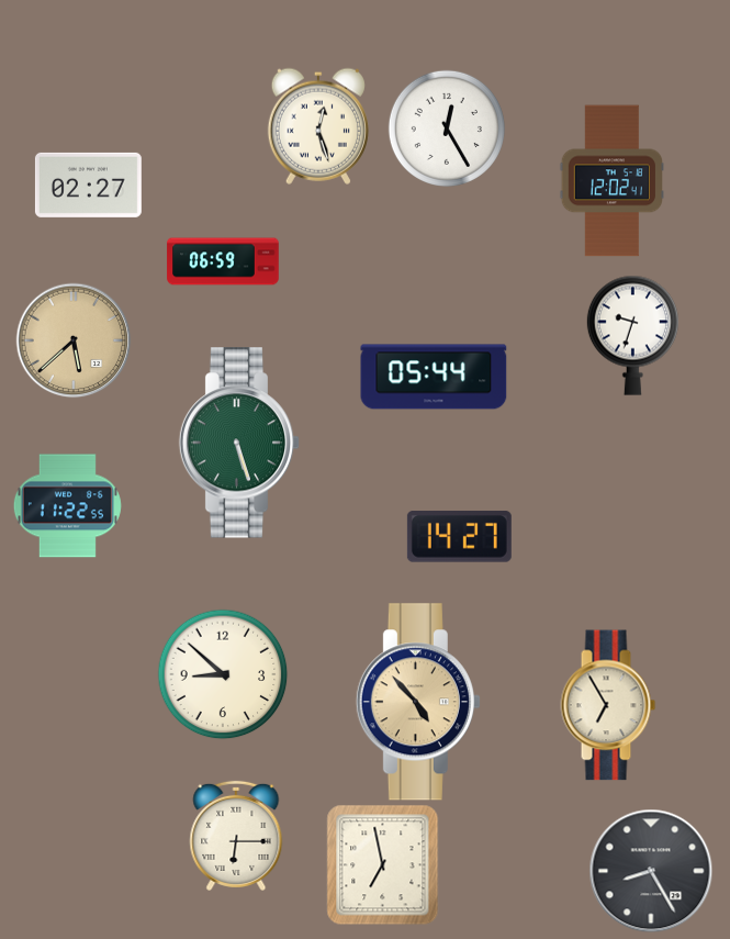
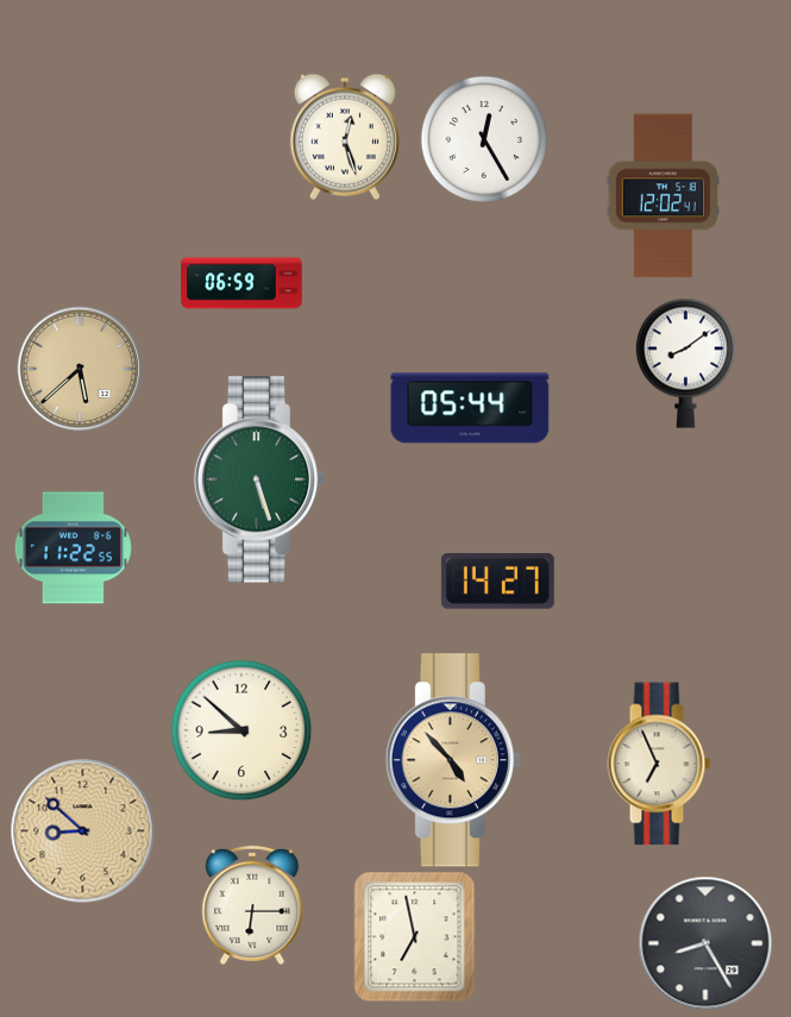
clock at (88, 185): 02:27 -> none
clock at (632, 335): 9:33 -> 8:09
clock at (608, 705): 6:55 -> 6:56
clock at (83, 831): none -> 8:52
clock at (236, 836) position: (236, 836) -> (252, 905)
